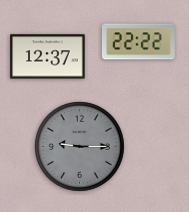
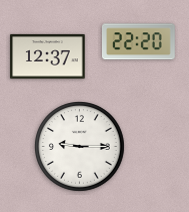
clock at (139, 42): 22:22 -> 22:20
clock at (80, 147) dial: grey -> white
